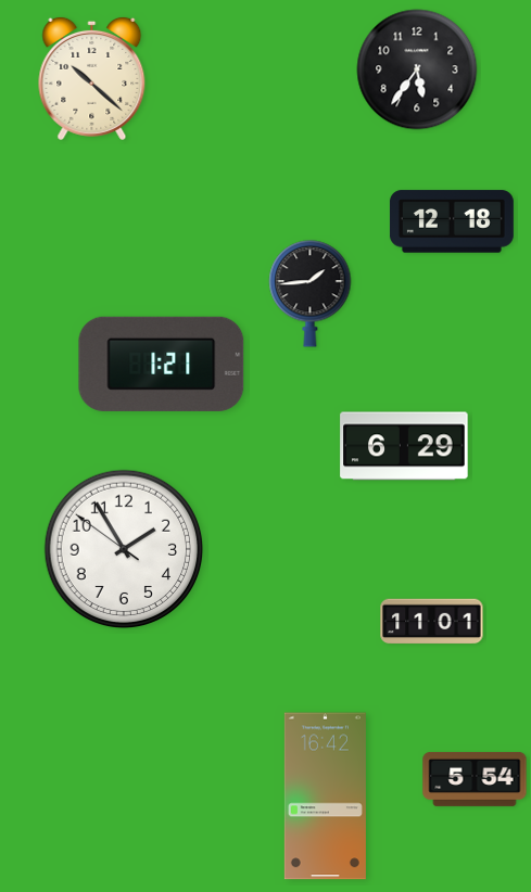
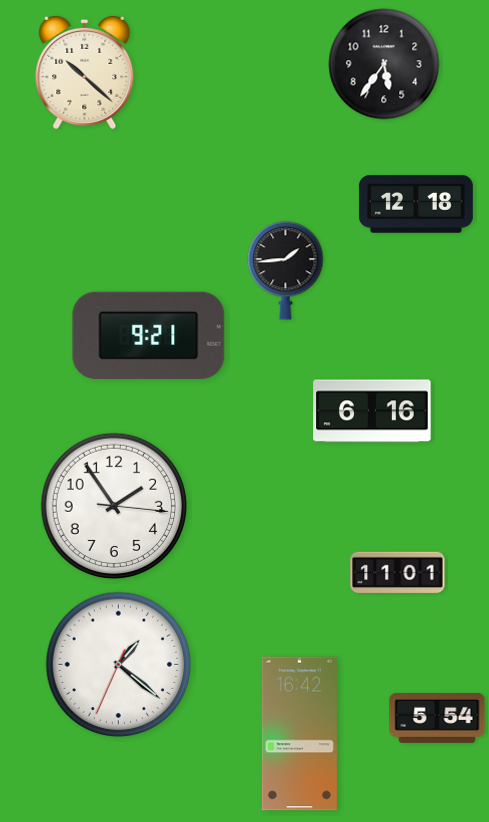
clock at (162, 364): 1:21 -> 9:21
clock at (404, 446): 6:29 -> 6:16
clock at (124, 549): 1:54:51 -> 1:54:16
clock at (119, 665): none -> 1:21
